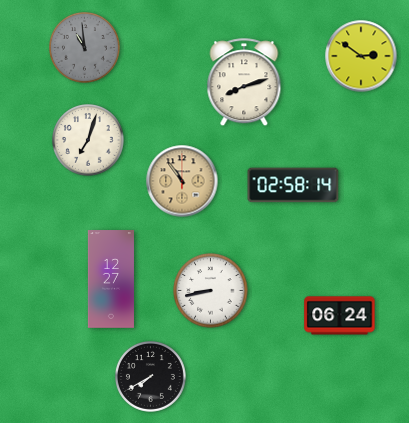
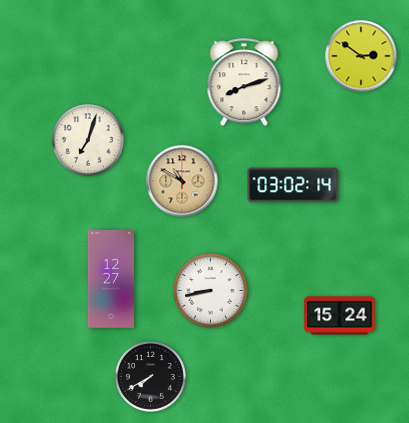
clock at (85, 48): 10:59 -> none
clock at (182, 181): 10:54 -> 10:50
clock at (293, 185): 02:58 -> 03:02
clock at (340, 316): 06:24 -> 15:24
